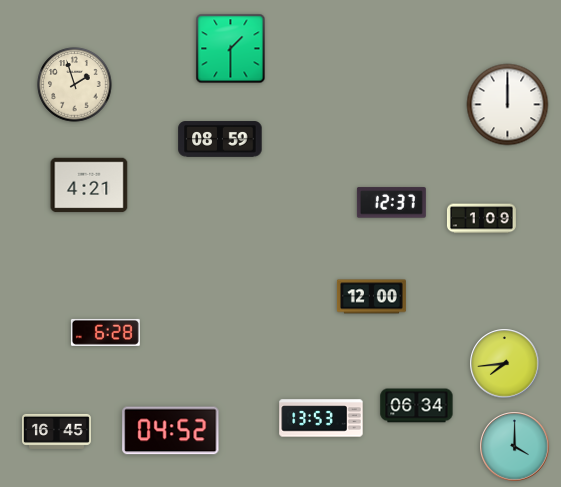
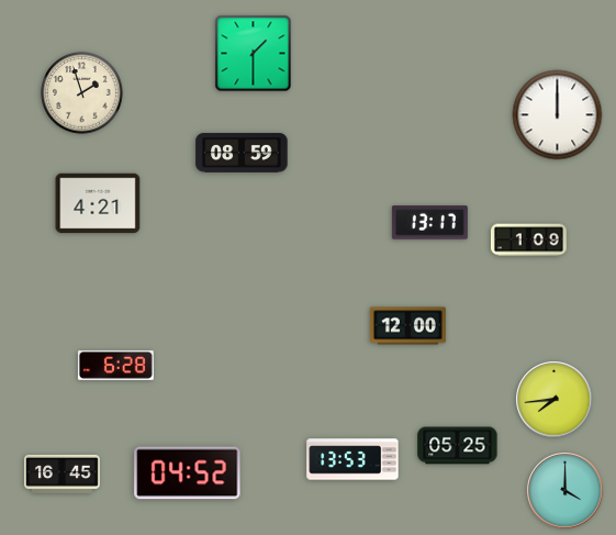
clock at (391, 203): 12:37 -> 13:17
clock at (417, 406): 06:34 -> 05:25
